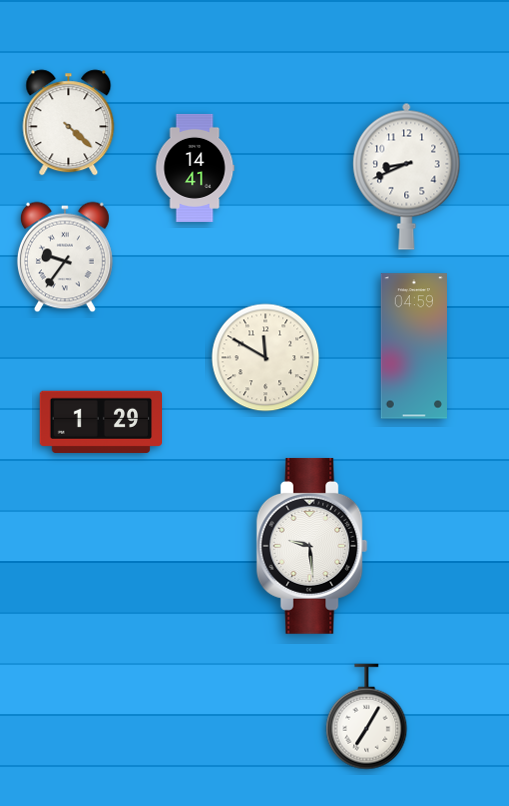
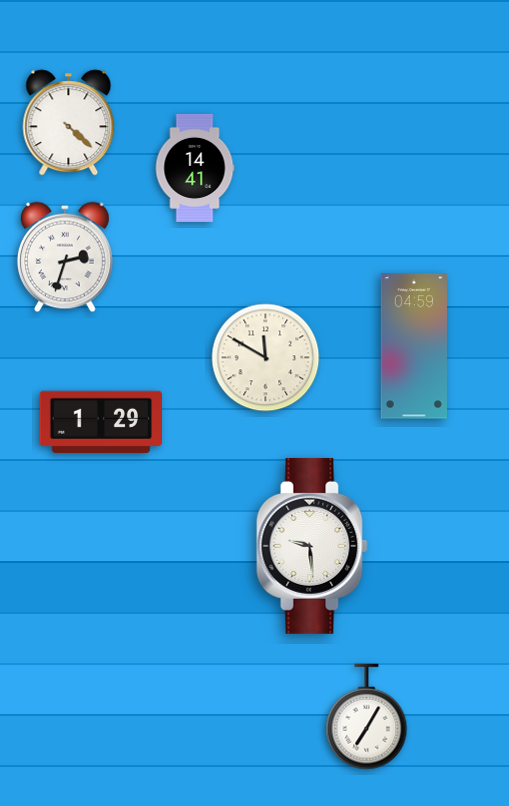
clock at (407, 176): 8:41 -> none
clock at (65, 257): 9:36 -> 2:33
